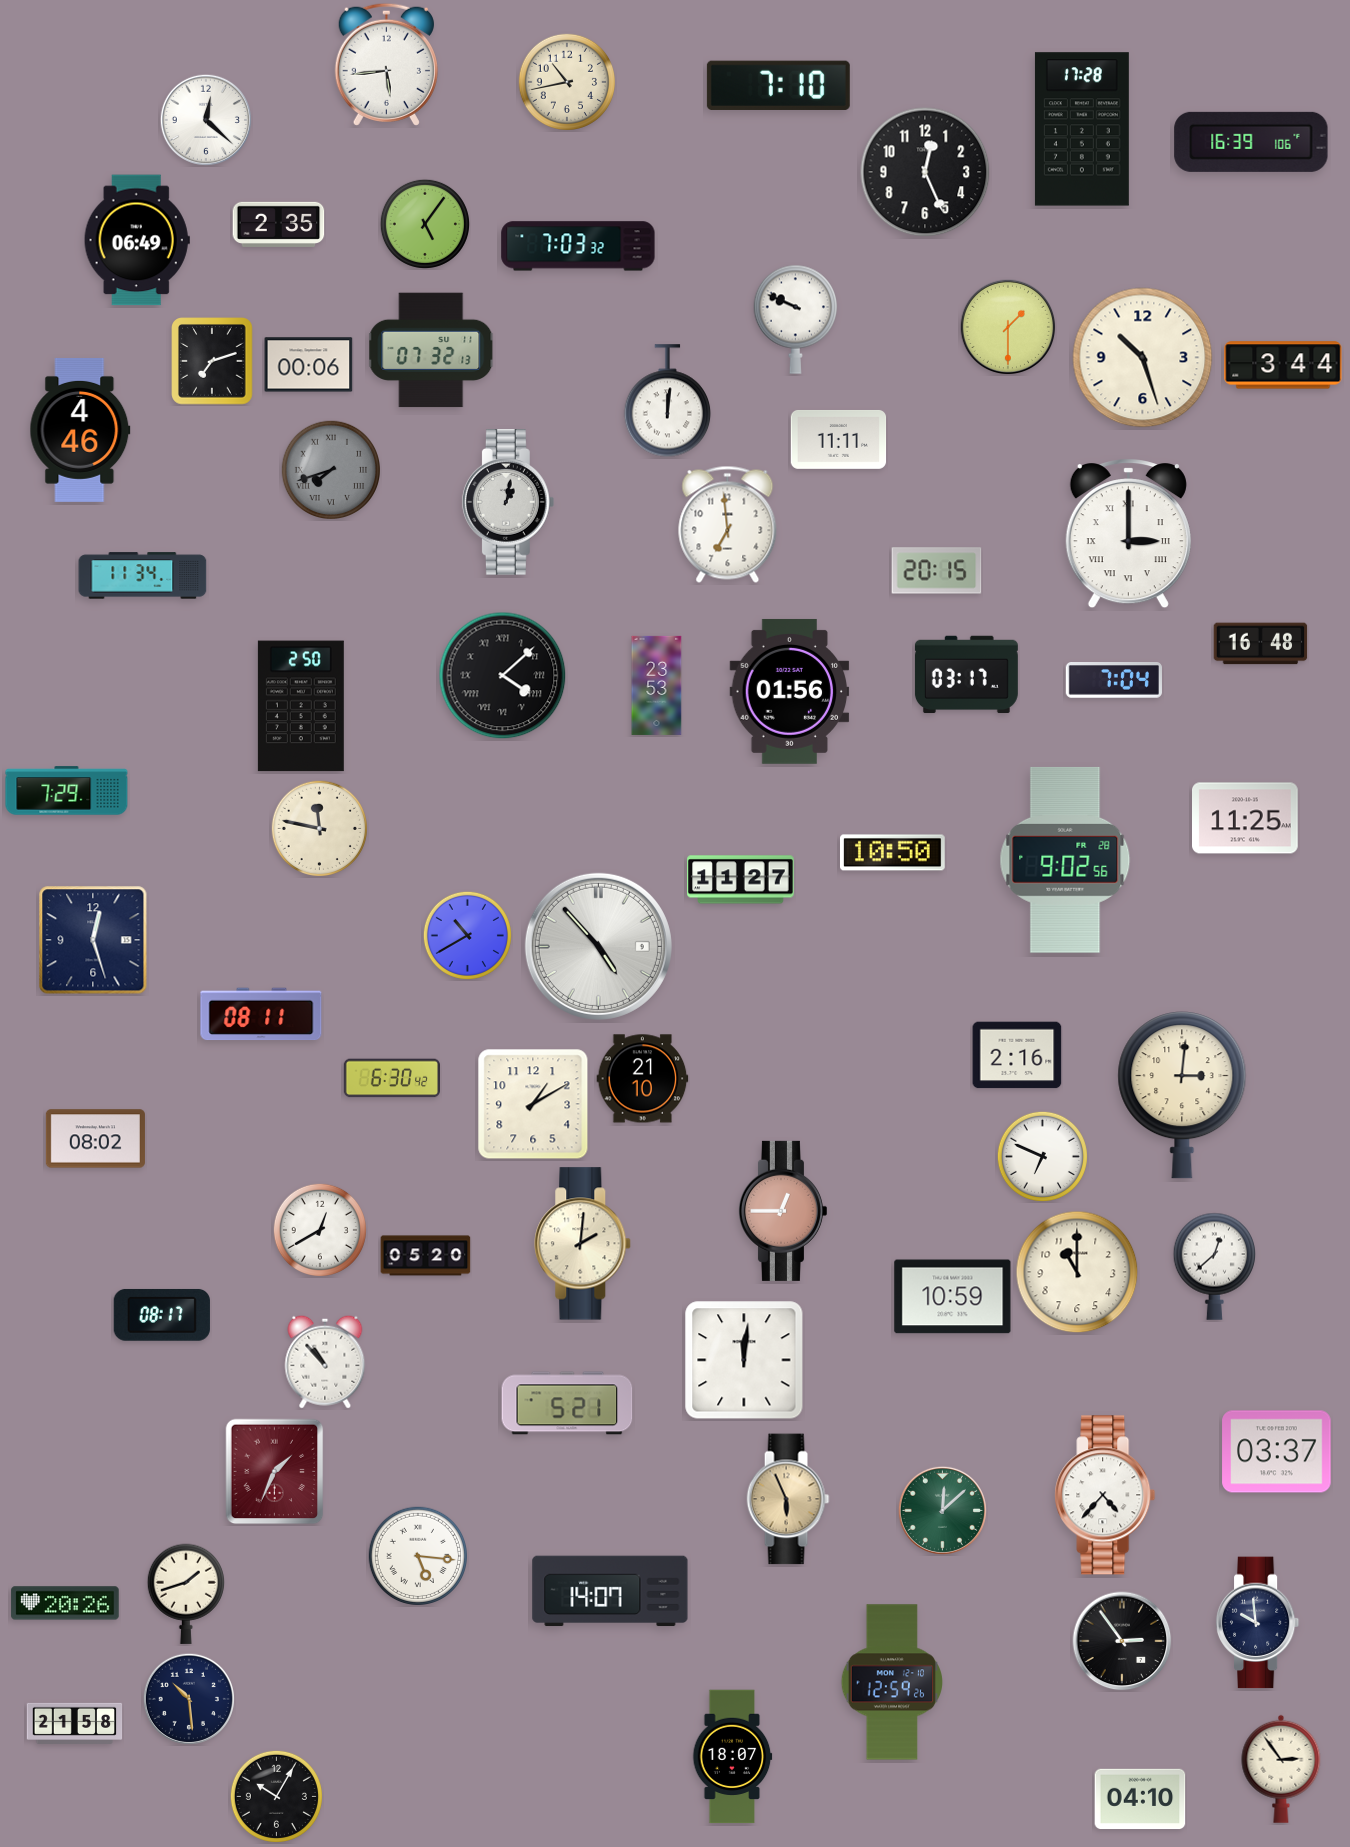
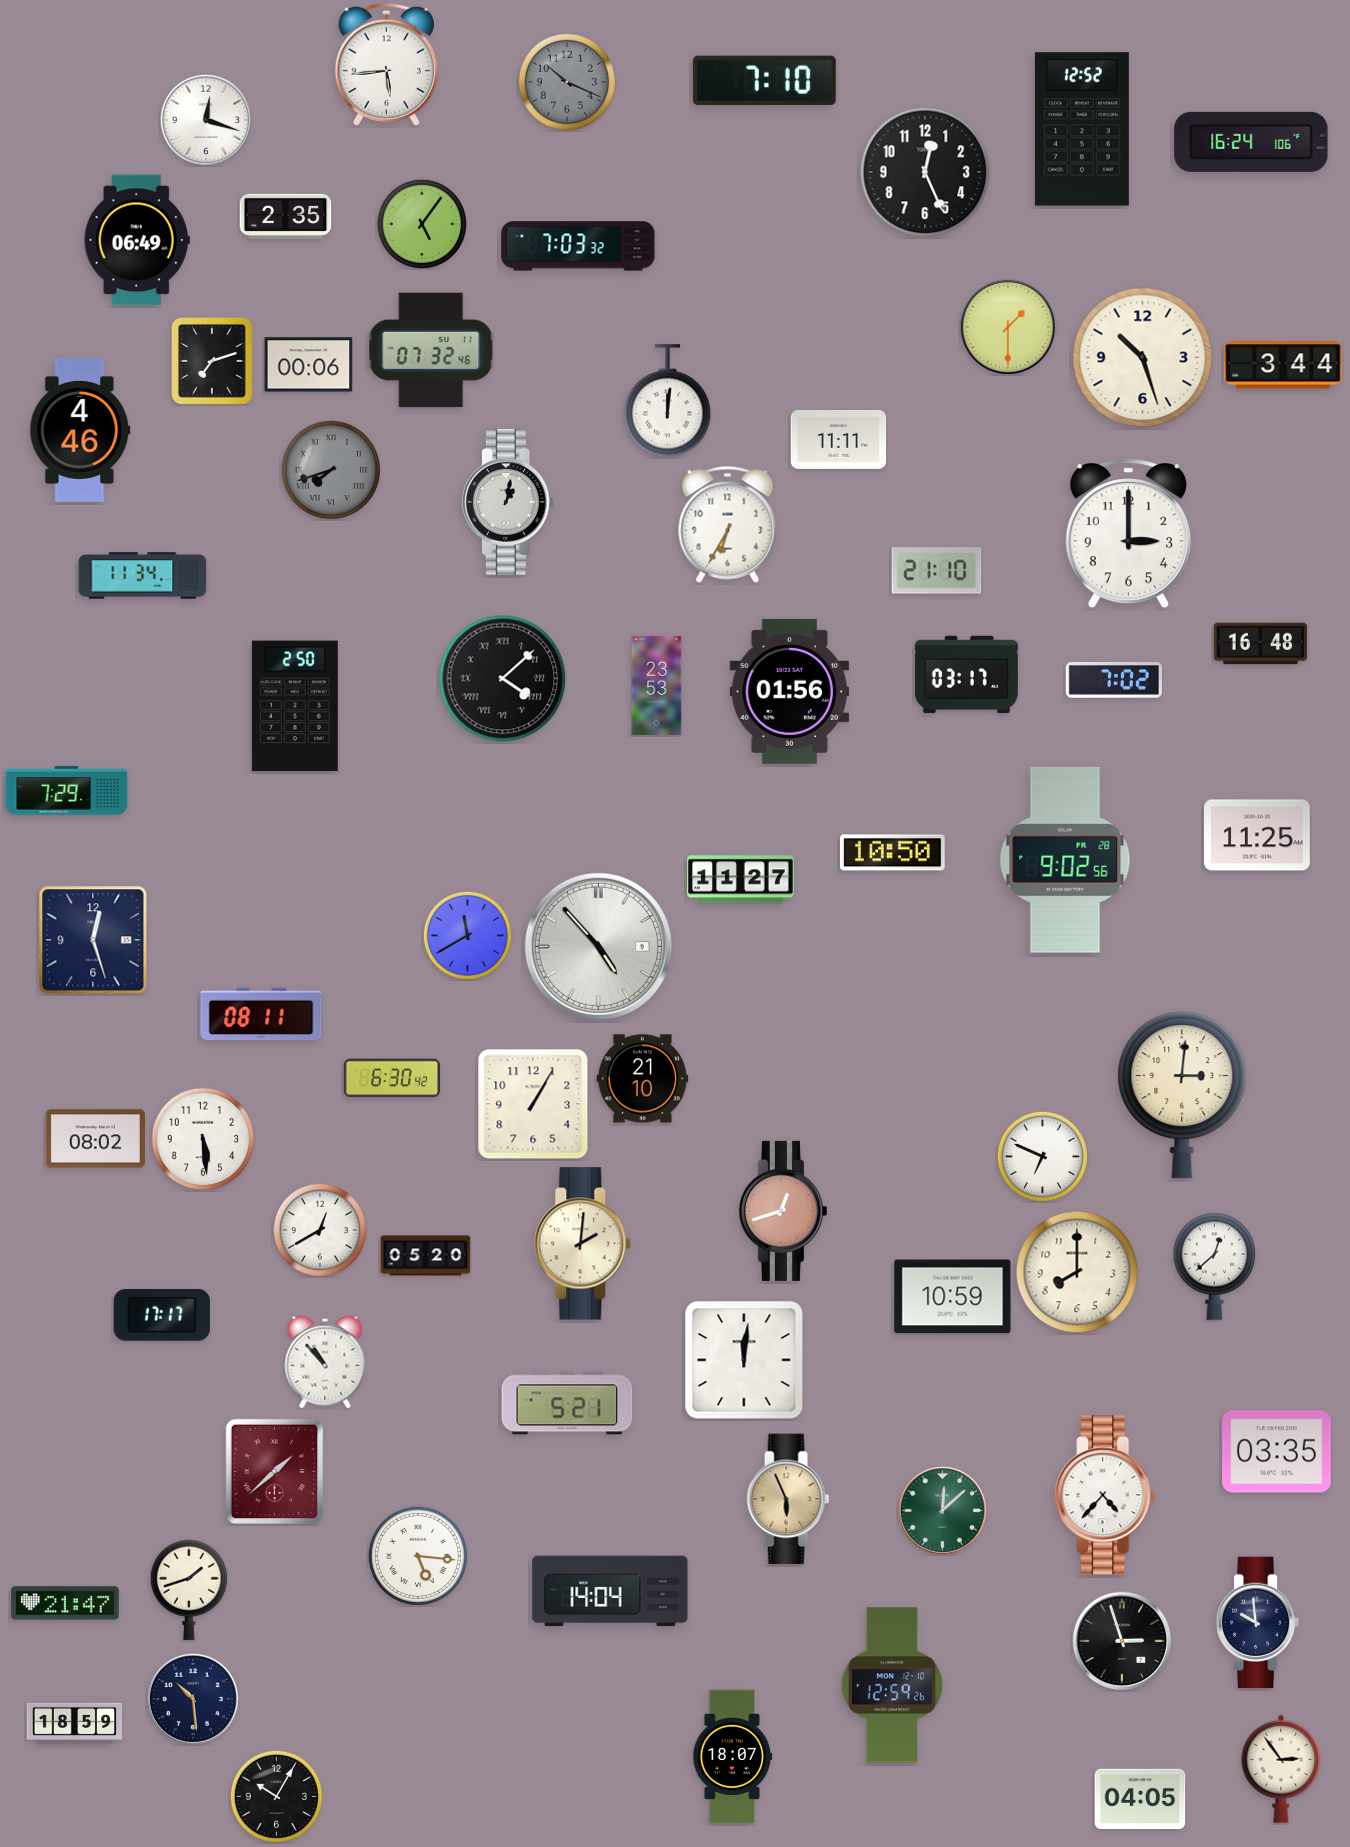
clock at (566, 81): 10:43 -> 10:19
clock at (566, 81) dial: cream -> grey
clock at (778, 85) position: (778, 85) -> (764, 80)
clock at (206, 120): 12:22 -> 12:18
clock at (1082, 129): 17:28 -> 12:52
clock at (1251, 142): 16:39 -> 16:24
clock at (279, 224) position: (279, 224) -> (286, 216)
clock at (425, 224) position: (425, 224) -> (422, 224)
clock at (796, 319): 9:49 -> none
clock at (432, 350): 07:32:13 -> 07:32:46
clock at (728, 524): 6:59 -> 6:35
clock at (1128, 534) numerals: Roman -> Arabic
clock at (937, 571): 20:15 -> 21:10
clock at (503, 676) position: (503, 676) -> (503, 679)
clock at (1114, 681): 7:04 -> 7:02
clock at (301, 706) position: (301, 706) -> (295, 706)
clock at (1245, 818) position: (1245, 818) -> (1257, 835)
clock at (319, 828): 11:47 -> none
clock at (467, 935): 10:40 -> 11:40
clock at (1017, 1055): 2:16 -> none
clock at (533, 1104): 1:10 -> 1:05
clock at (203, 1139): none -> 5:29
clock at (782, 1211): 12:45 -> 12:42
clock at (1077, 1272): 11:00 -> 8:00
clock at (162, 1315): 08:17 -> 17:17
clock at (1277, 1452): 03:37 -> 03:35
clock at (275, 1472): 1:34 -> 1:38
clock at (610, 1591): 14:07 -> 14:04
clock at (185, 1594) position: (185, 1594) -> (188, 1590)
clock at (65, 1603): 20:26 -> 21:47
clock at (1122, 1641): 2:54 -> 2:57
clock at (892, 1682) position: (892, 1682) -> (892, 1685)
clock at (189, 1699) position: (189, 1699) -> (193, 1699)
clock at (75, 1723): 21:58 -> 18:59
clock at (1140, 1799): 04:10 -> 04:05
